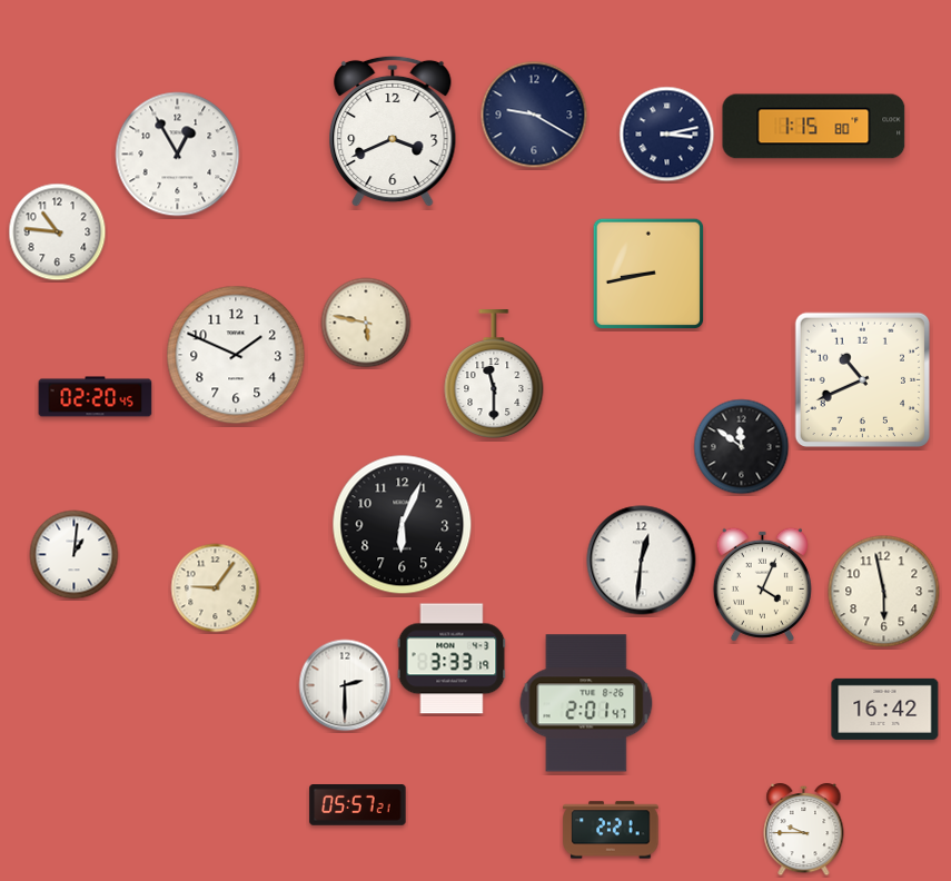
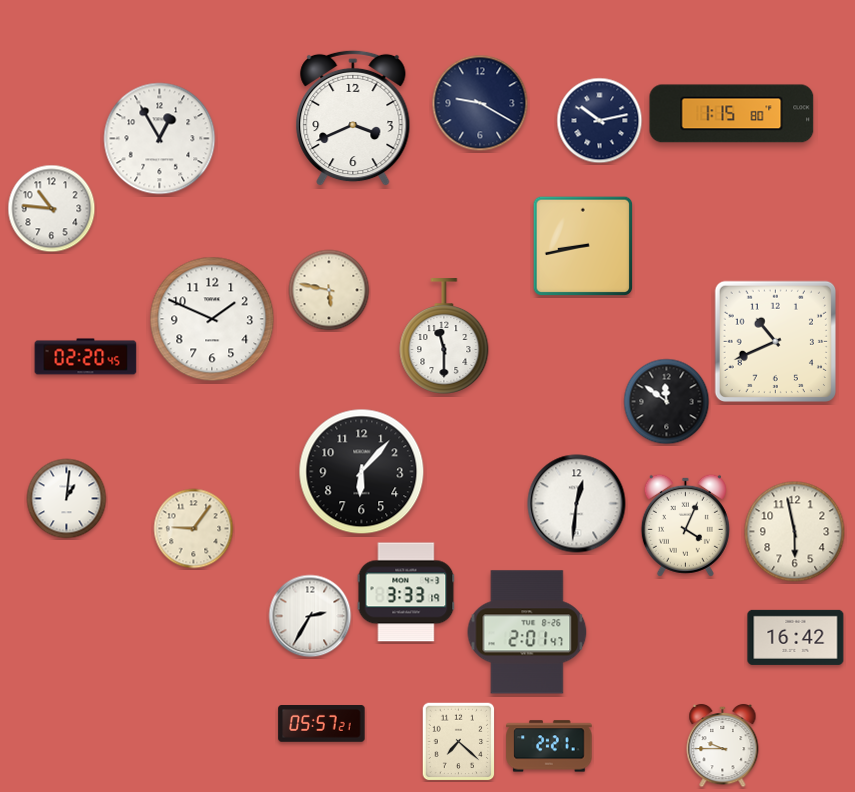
clock at (667, 135): 3:13 -> 10:13
clock at (403, 525): 6:04 -> 6:07
clock at (345, 685): 2:30 -> 2:35
clock at (459, 742): none -> 7:22
